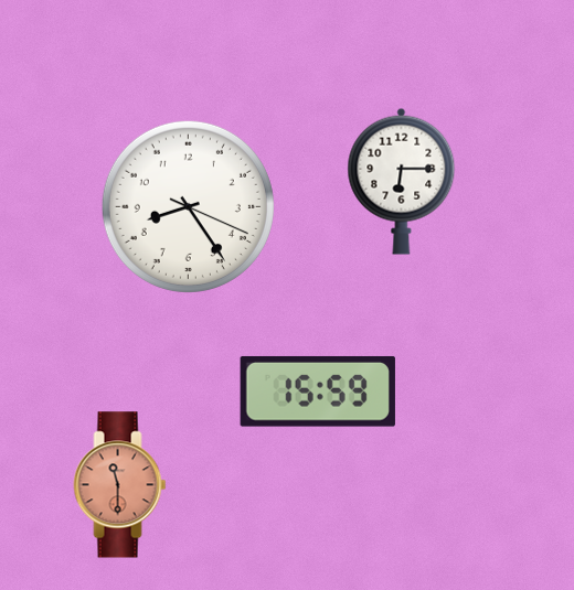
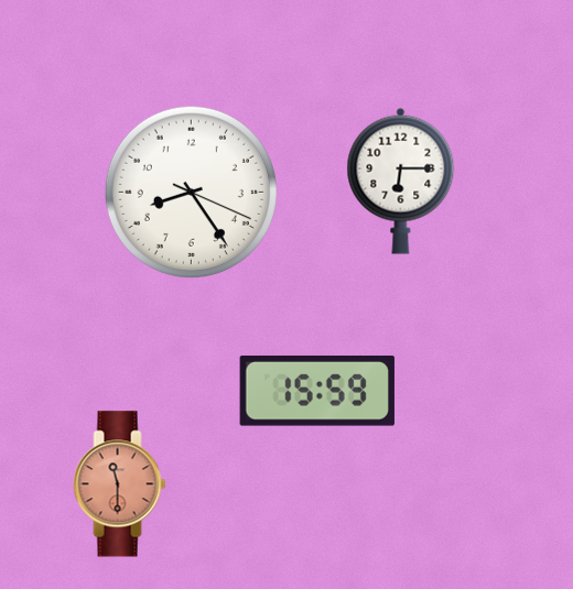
clock at (188, 206) position: (188, 206) -> (191, 192)
